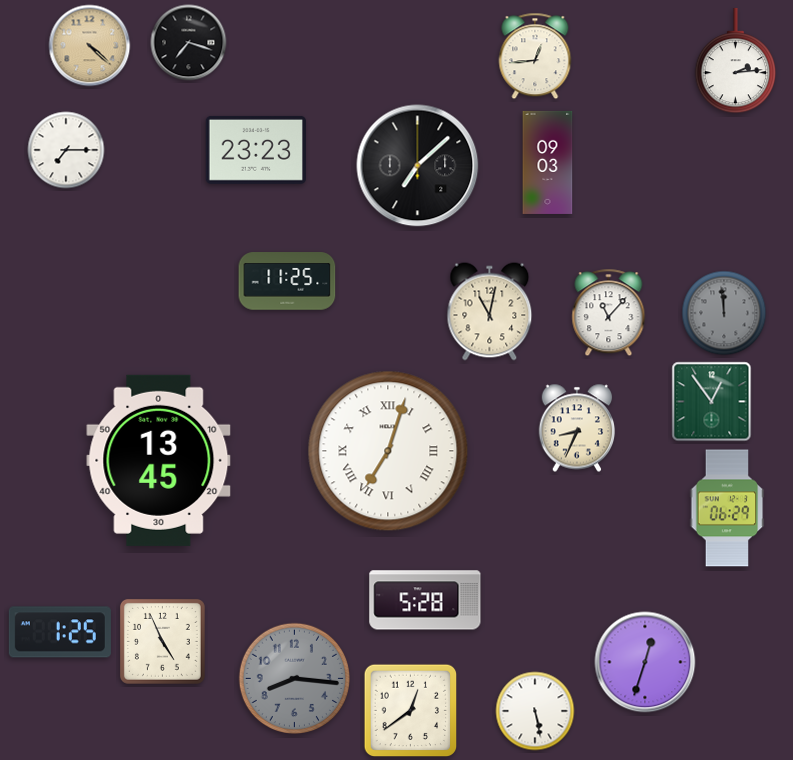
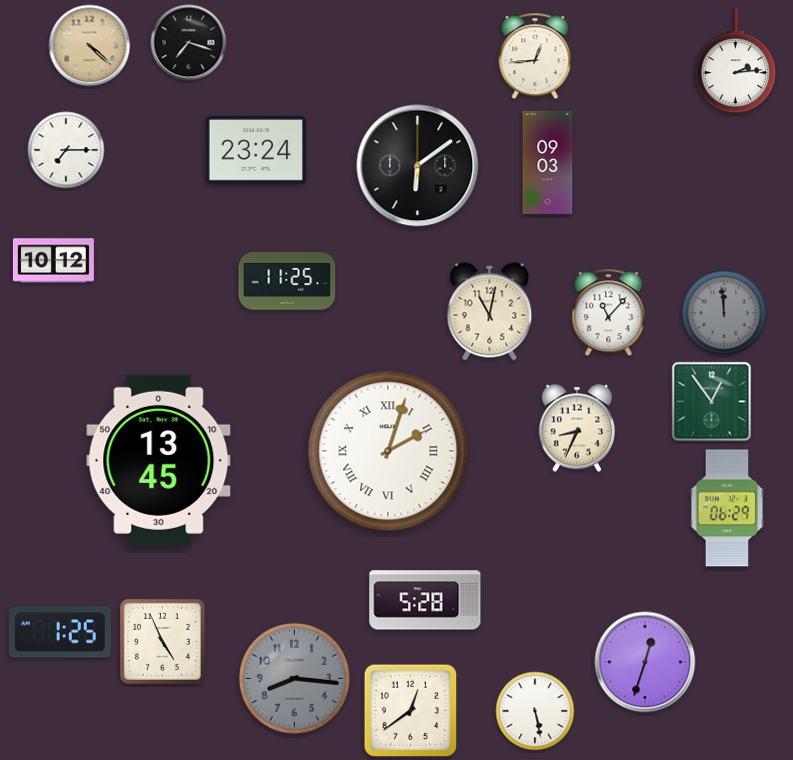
clock at (255, 150): 23:23 -> 23:24
clock at (418, 166): 7:08 -> 6:09
clock at (53, 261): none -> 10:12
clock at (388, 451): 7:03 -> 2:03
